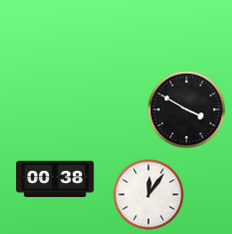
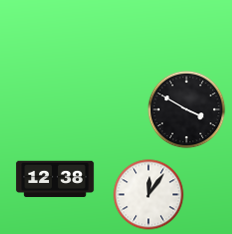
clock at (55, 179): 00:38 -> 12:38
